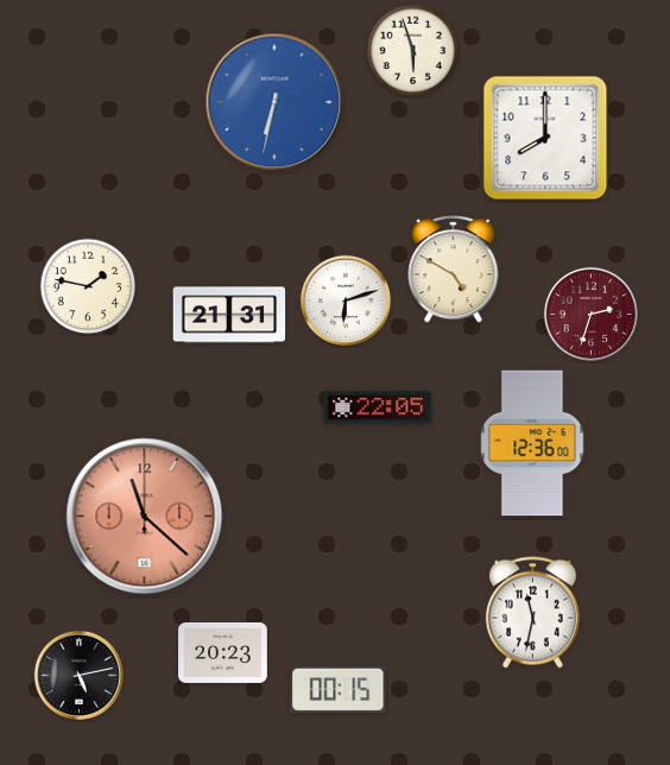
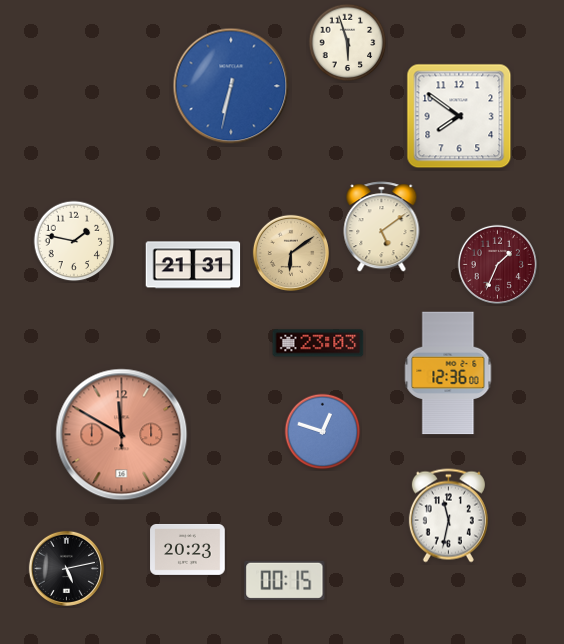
clock at (545, 138): 8:00 -> 7:51
clock at (454, 270): 4:50 -> 5:09
clock at (346, 301): 6:12 -> 6:09
clock at (346, 301) dial: white -> champagne
clock at (590, 314): 2:33 -> 1:34
clock at (378, 407): 22:05 -> 23:03
clock at (323, 432): none -> 12:48
clock at (145, 517): 11:22 -> 11:50
